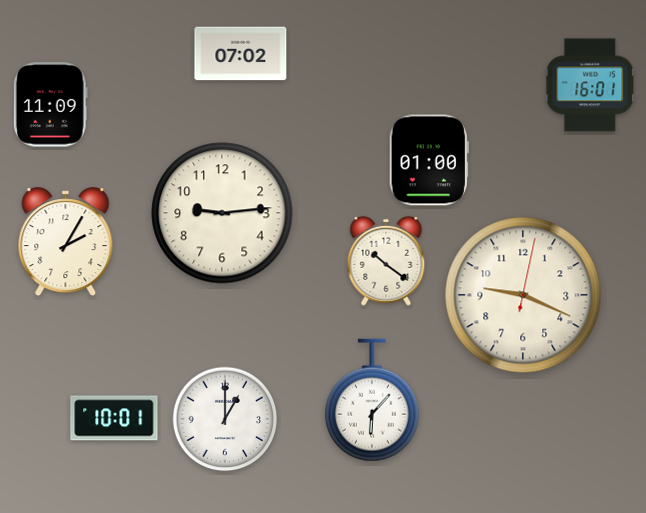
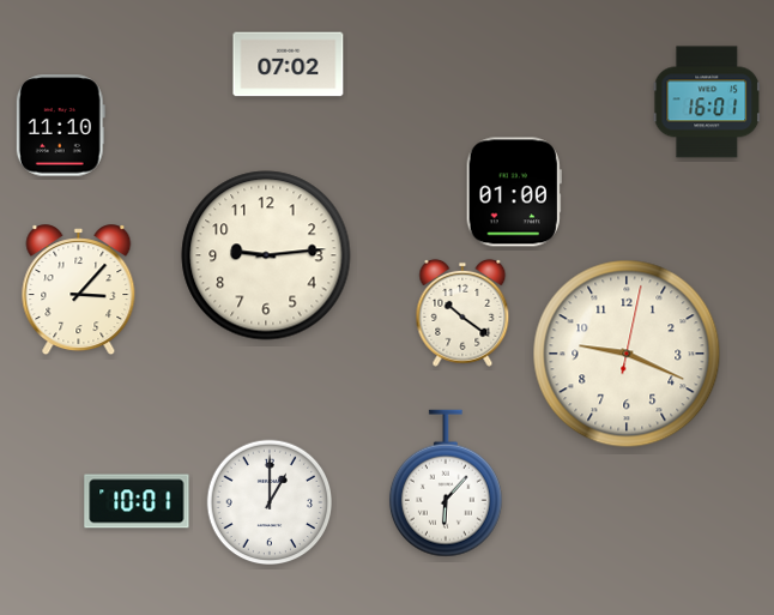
clock at (50, 105): 11:09 -> 11:10
clock at (66, 242): 2:05 -> 3:07
clock at (372, 400) position: (372, 400) -> (446, 483)
